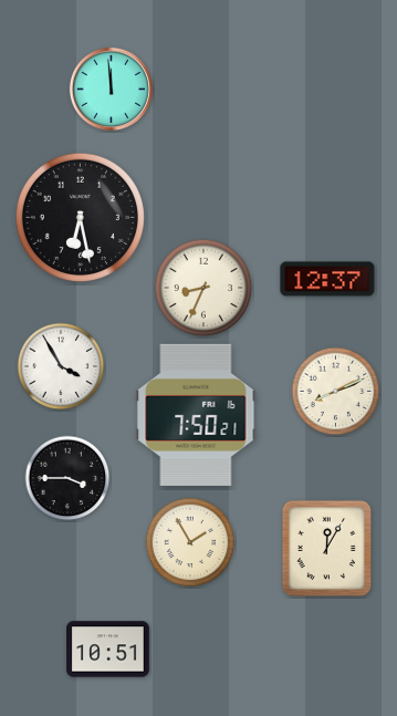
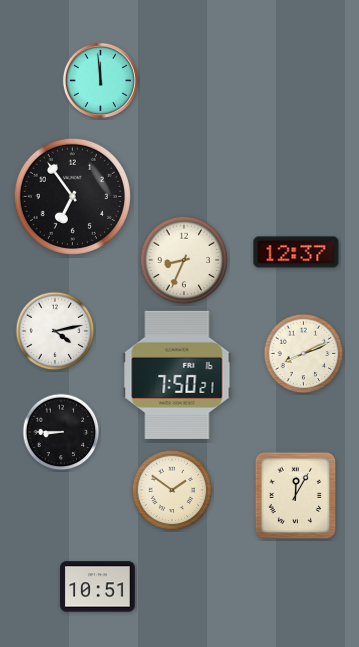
clock at (80, 217): 6:28 -> 6:54
clock at (61, 366): 3:55 -> 4:13
clock at (67, 478): 3:45 -> 8:45
clock at (190, 542): 1:55 -> 1:51
